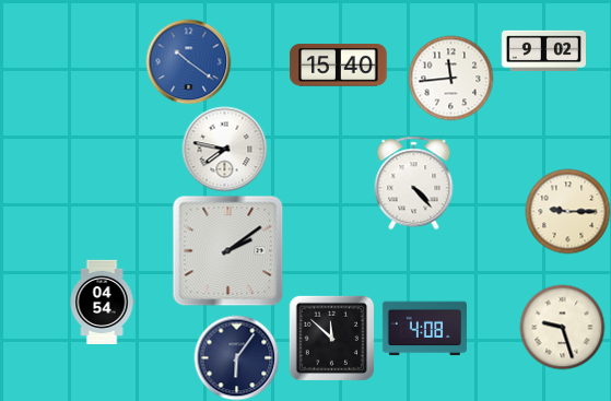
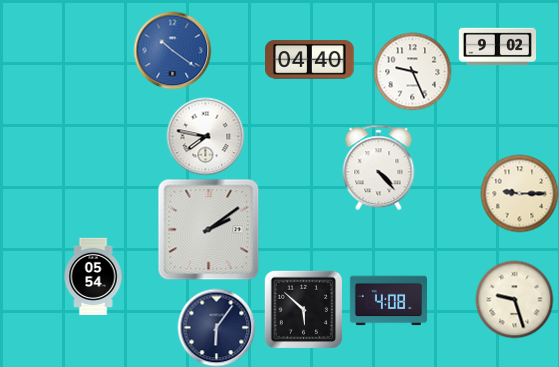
clock at (188, 61) position: (188, 61) -> (172, 50)
clock at (339, 66): 15:40 -> 04:40
clock at (450, 78): 11:44 -> 9:26
clock at (102, 302): 04:54 -> 05:54
clock at (331, 338): 11:52 -> 5:52
